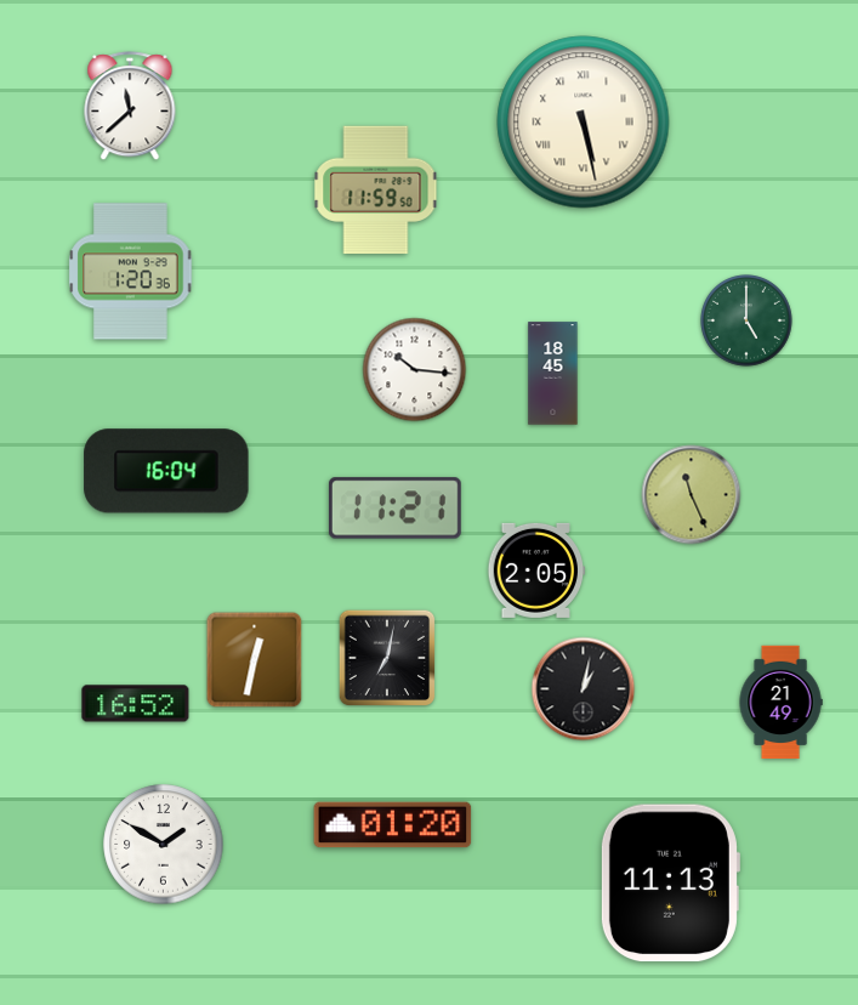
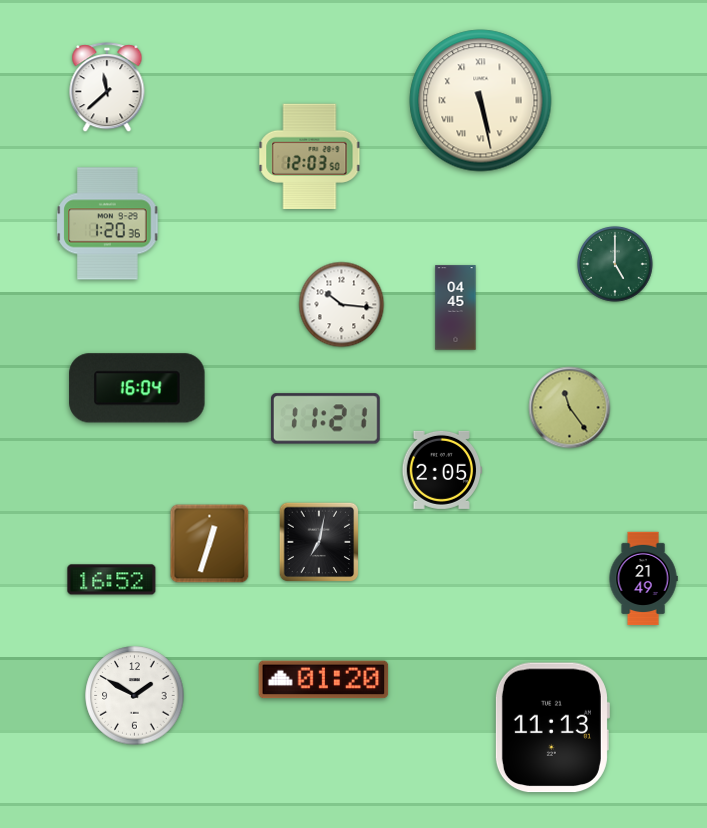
clock at (376, 191): 11:59 -> 12:03
clock at (553, 374): 18:45 -> 04:45
clock at (692, 495): 11:26 -> 11:24
clock at (255, 660): 12:32 -> 12:33
clock at (584, 689): 1:02 -> none
